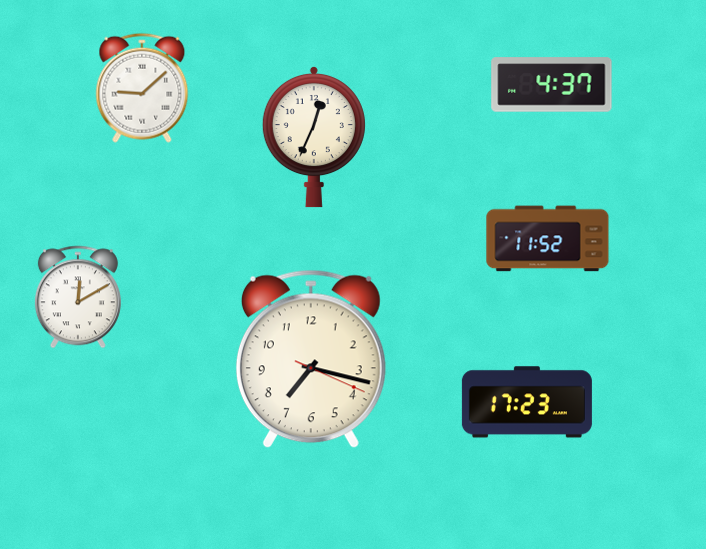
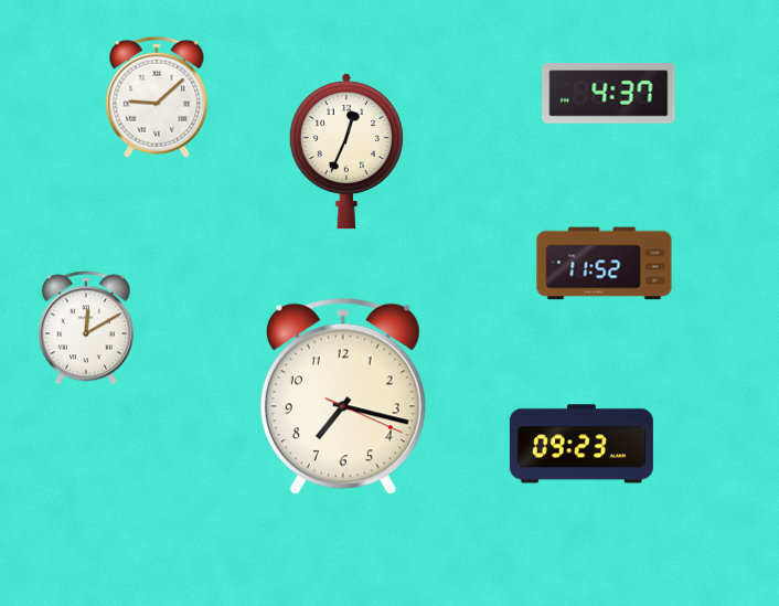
clock at (527, 402): 17:23 -> 09:23
